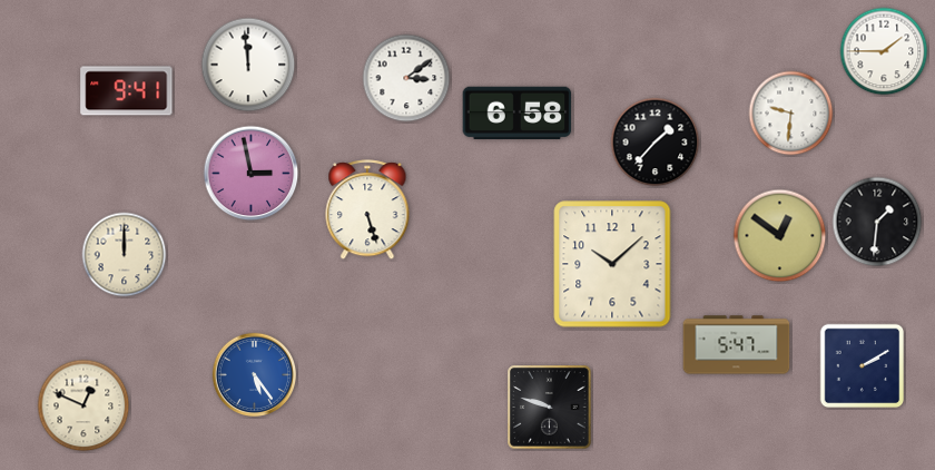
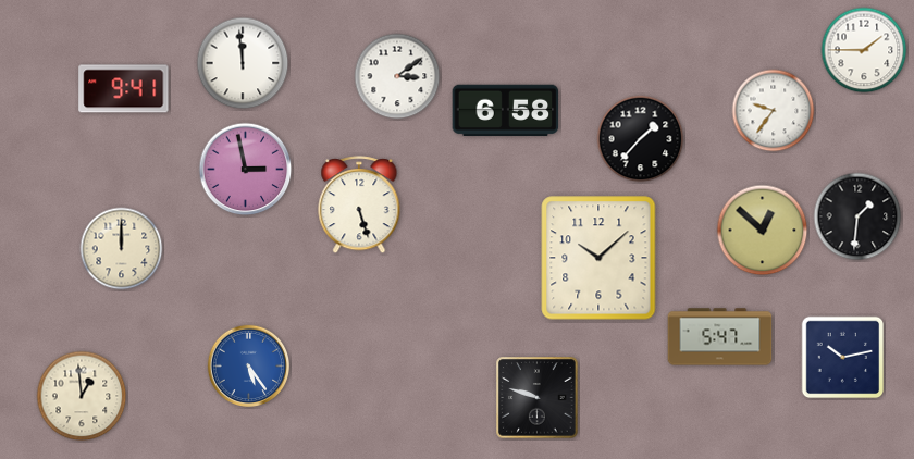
clock at (791, 114): 9:31 -> 9:36
clock at (780, 236): 12:51 -> 12:52
clock at (863, 366): 2:10 -> 10:13
clock at (83, 405): 12:49 -> 12:59
